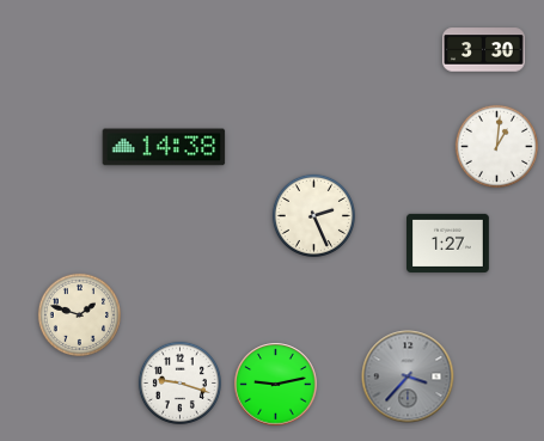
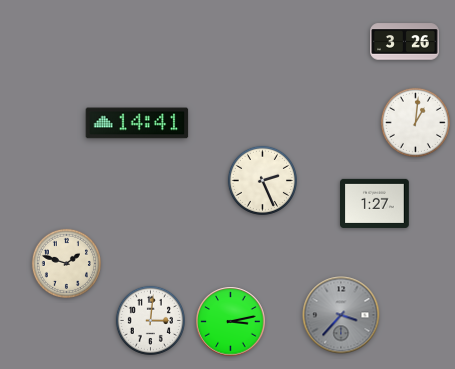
clock at (484, 50): 3:30 -> 3:26
clock at (164, 147): 14:38 -> 14:41
clock at (179, 382): 9:18 -> 3:01
clock at (276, 385): 9:13 -> 3:13
